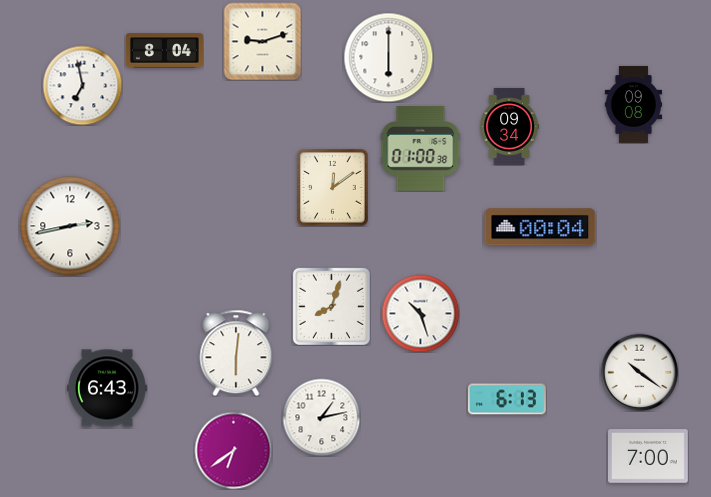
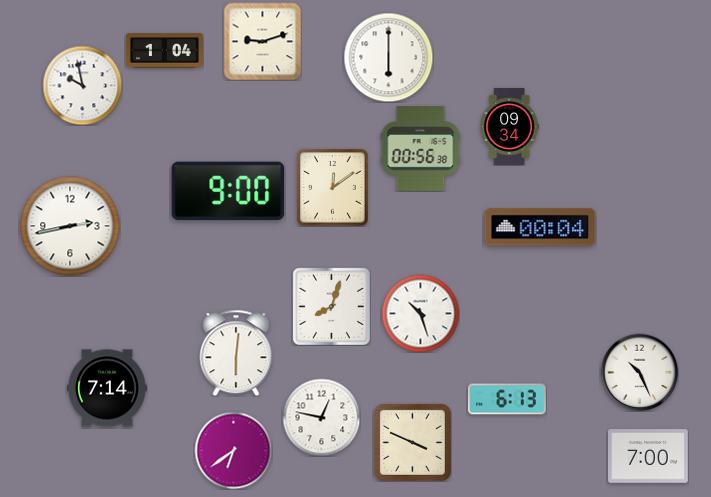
clock at (164, 51): 8:04 -> 1:04
clock at (82, 85): 6:58 -> 9:58
clock at (634, 104): 09:08 -> none
clock at (421, 149): 01:00 -> 00:56
clock at (228, 191): none -> 9:00
clock at (639, 372): 10:21 -> 10:26
clock at (108, 388): 6:43 -> 7:14
clock at (321, 417): 1:13 -> 12:47
clock at (412, 442): none -> 3:49
